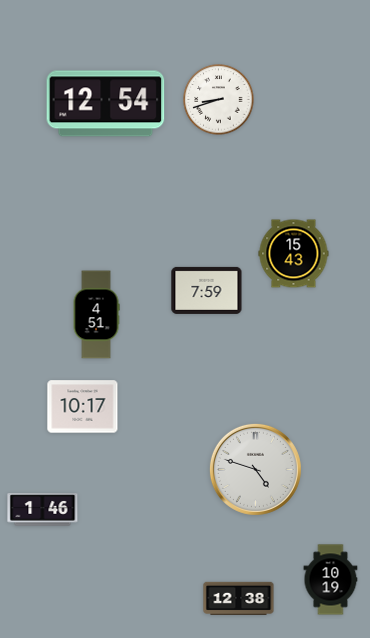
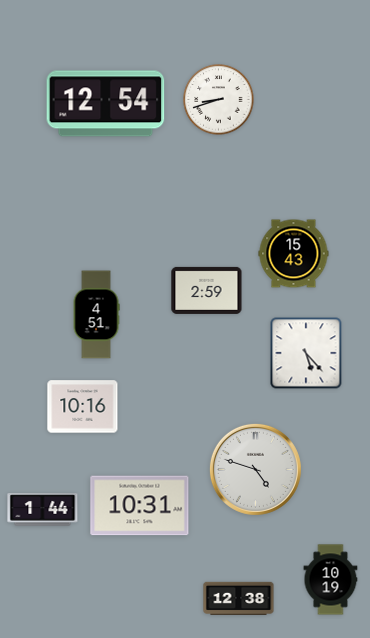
clock at (207, 290): 7:59 -> 2:59
clock at (306, 353): none -> 5:23
clock at (83, 407): 10:17 -> 10:16
clock at (140, 506): none -> 10:31
clock at (43, 510): 1:46 -> 1:44
